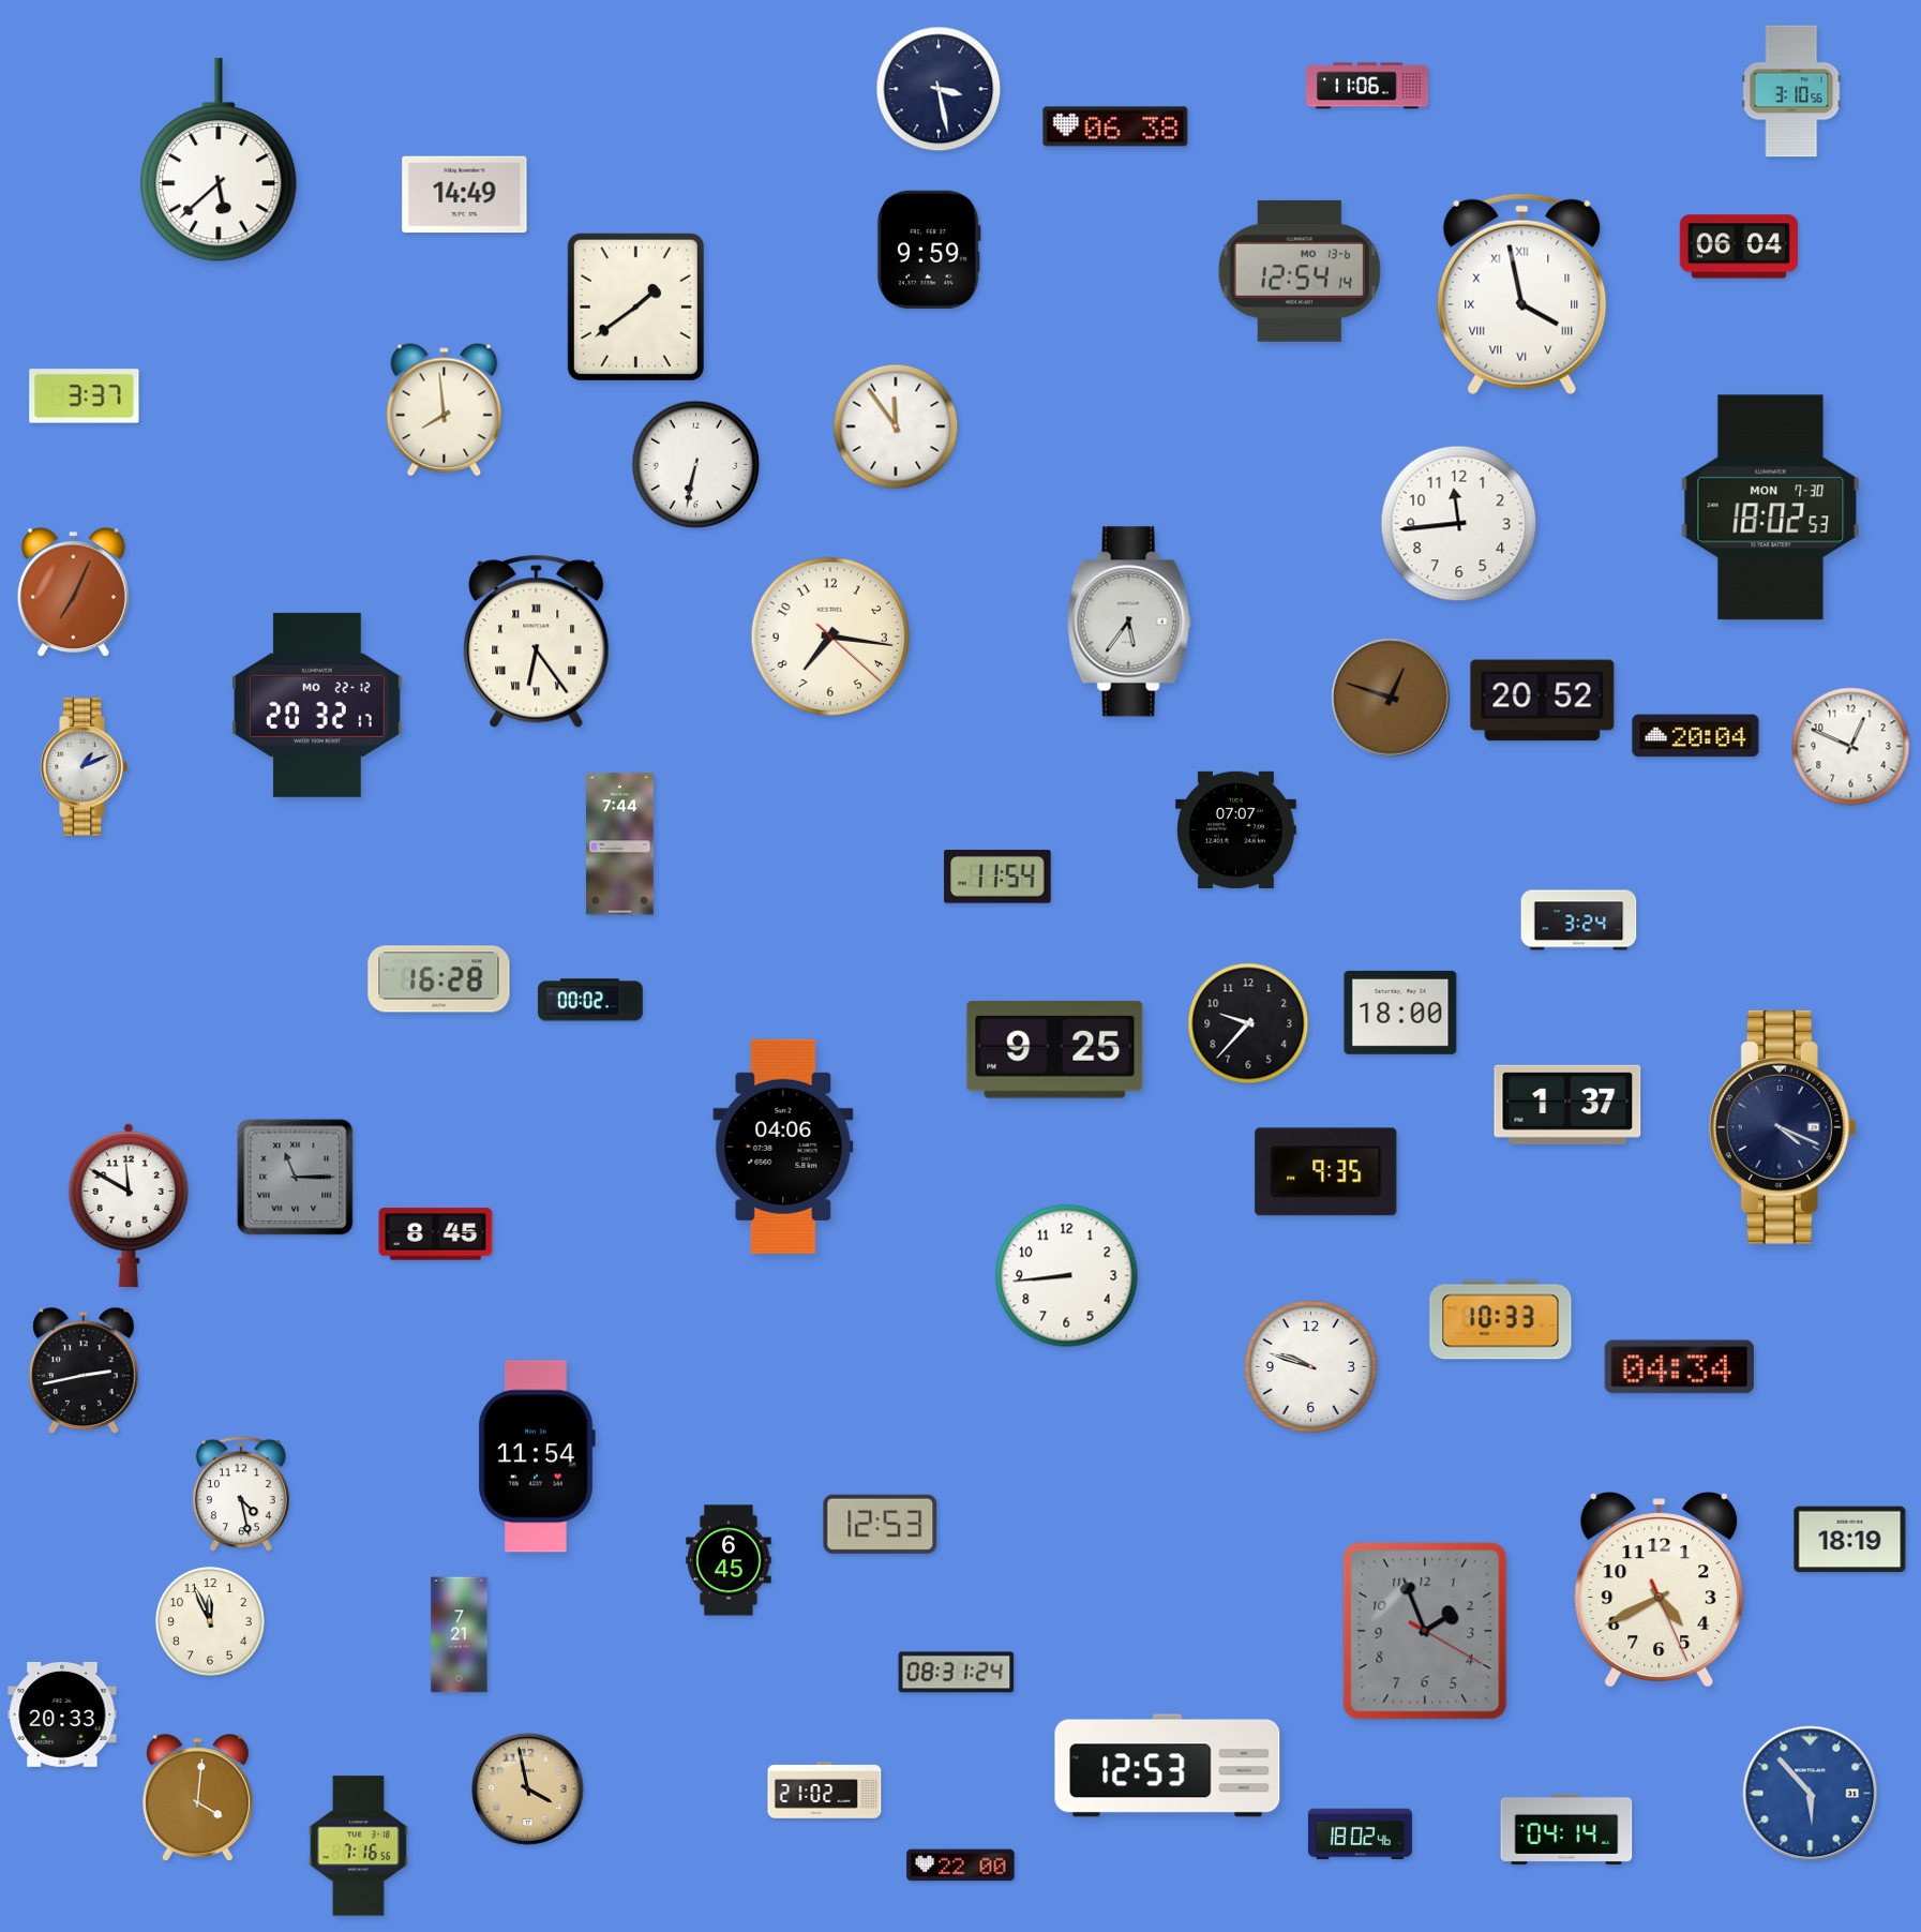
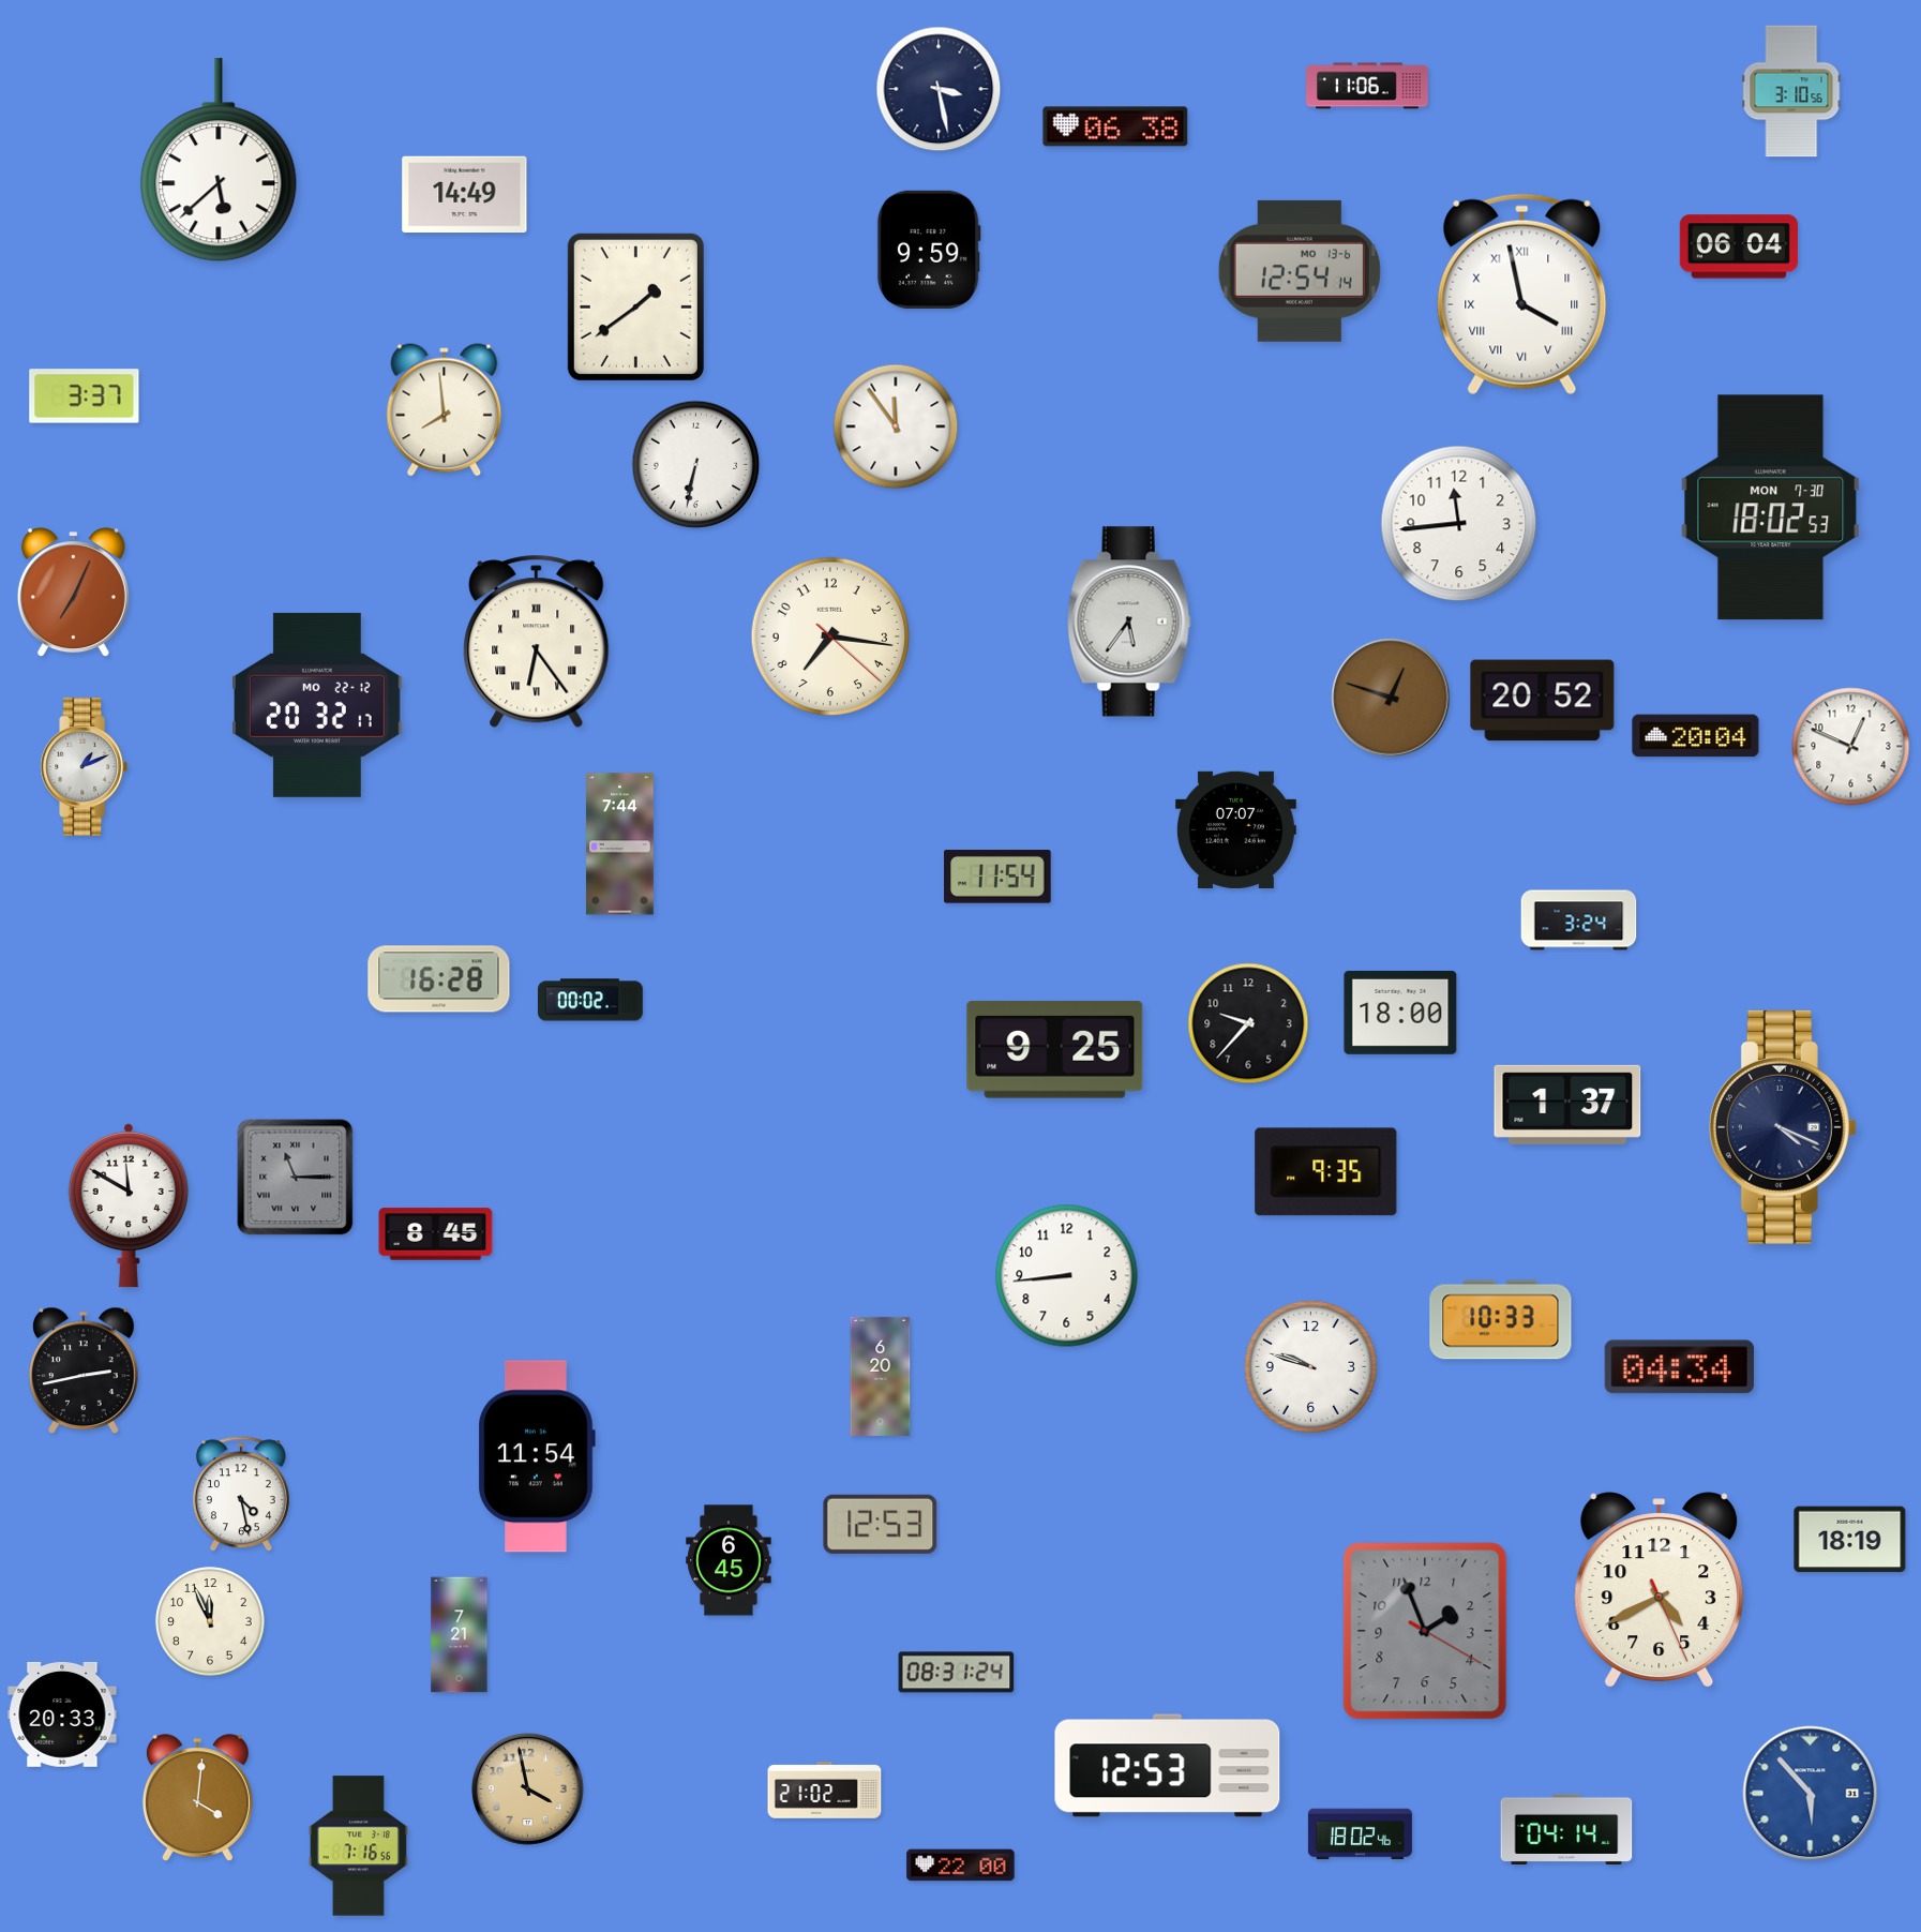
clock at (783, 1147): 04:06 -> none
clock at (881, 1376): none -> 6:20
